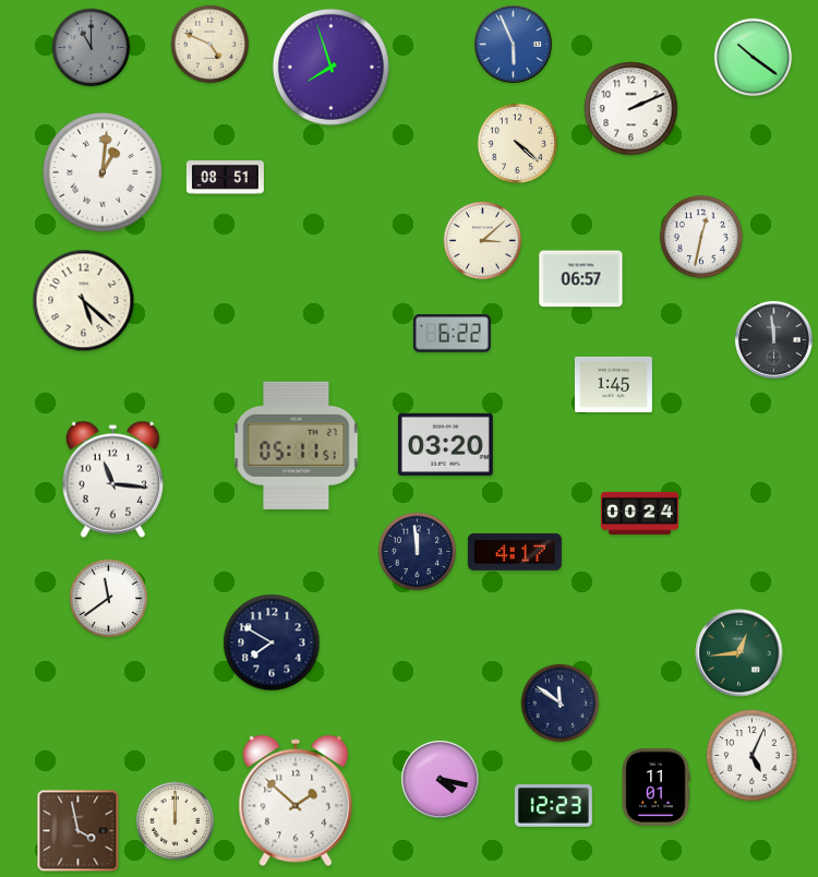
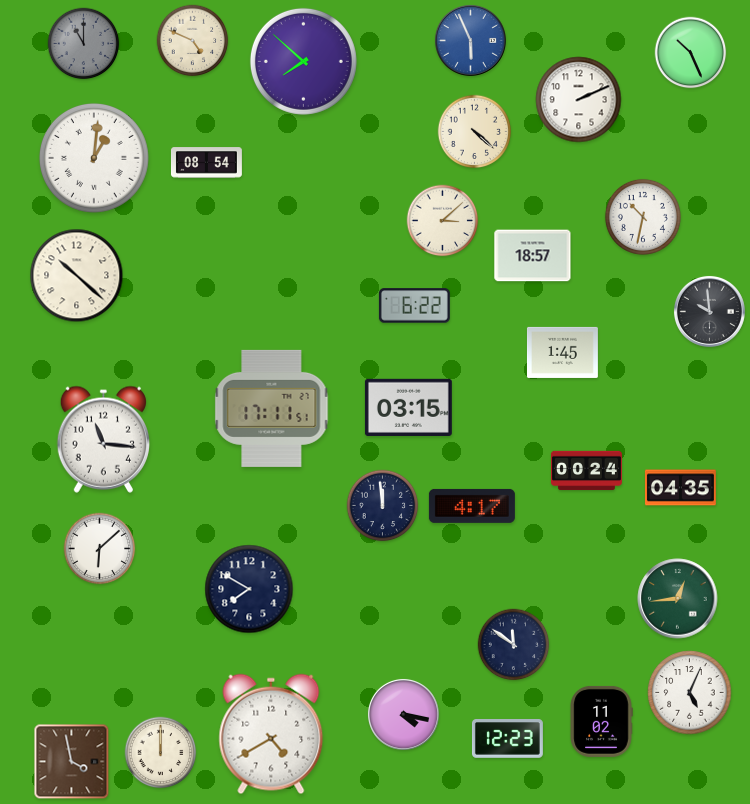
clock at (754, 58): 10:21 -> 10:26
clock at (330, 67): 7:57 -> 7:52
clock at (225, 178): 08:51 -> 08:54
clock at (701, 237): 12:32 -> 10:32
clock at (581, 279): 06:57 -> 18:57
clock at (84, 301): 5:22 -> 10:22
clock at (773, 339): 11:59 -> 9:59
clock at (445, 444): 03:20 -> 03:15
clock at (297, 445): 05:11 -> 17:11
clock at (680, 488): none -> 04:35
clock at (109, 599): 11:39 -> 6:08
clock at (655, 786): 11:01 -> 11:02
clock at (296, 801): 1:52 -> 4:40
